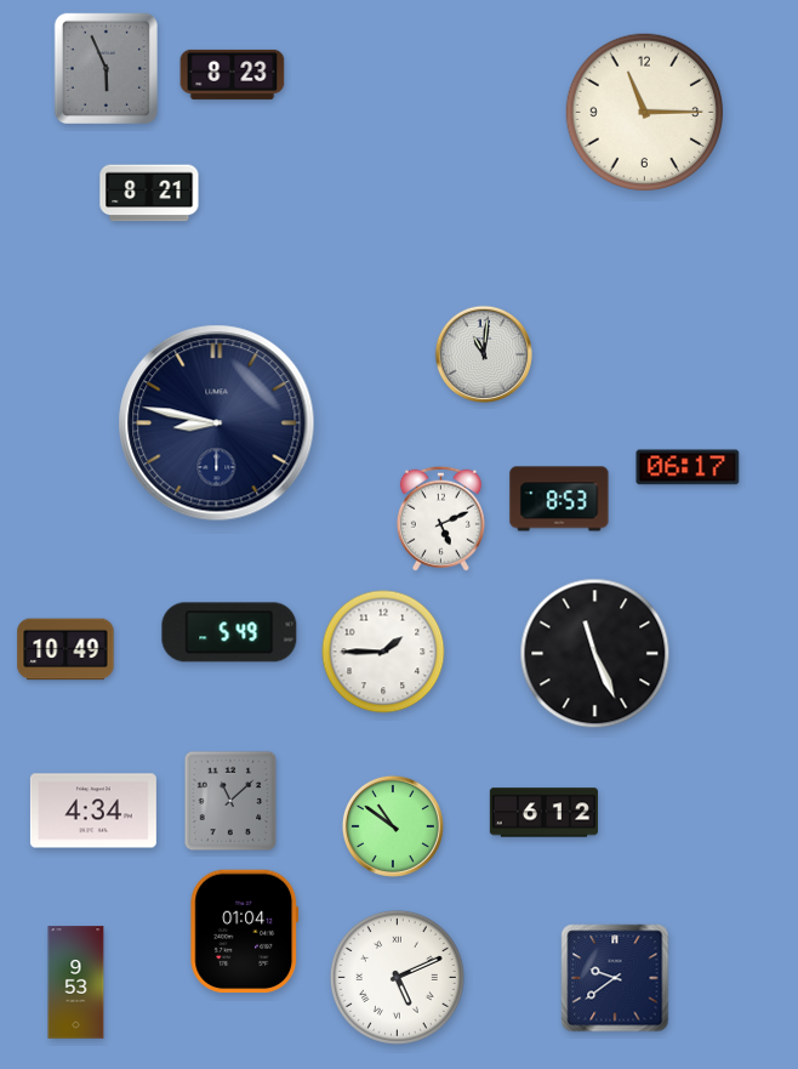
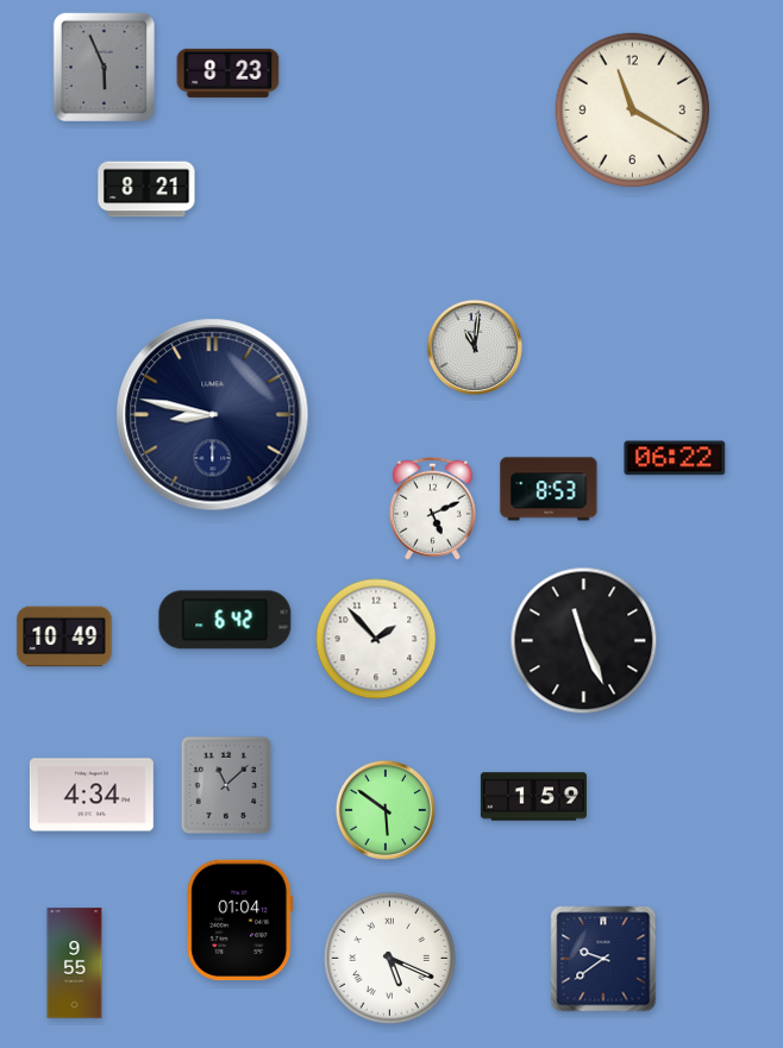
clock at (644, 112): 11:15 -> 11:20
clock at (688, 467): 06:17 -> 06:22
clock at (229, 632): 5:49 -> 6:42
clock at (383, 652): 1:45 -> 1:53
clock at (543, 813): 6:12 -> 1:59
clock at (393, 826): 10:51 -> 5:51
clock at (245, 932) position: (245, 932) -> (240, 921)
clock at (397, 977): 5:11 -> 5:19
clock at (76, 983): 9:53 -> 9:55
